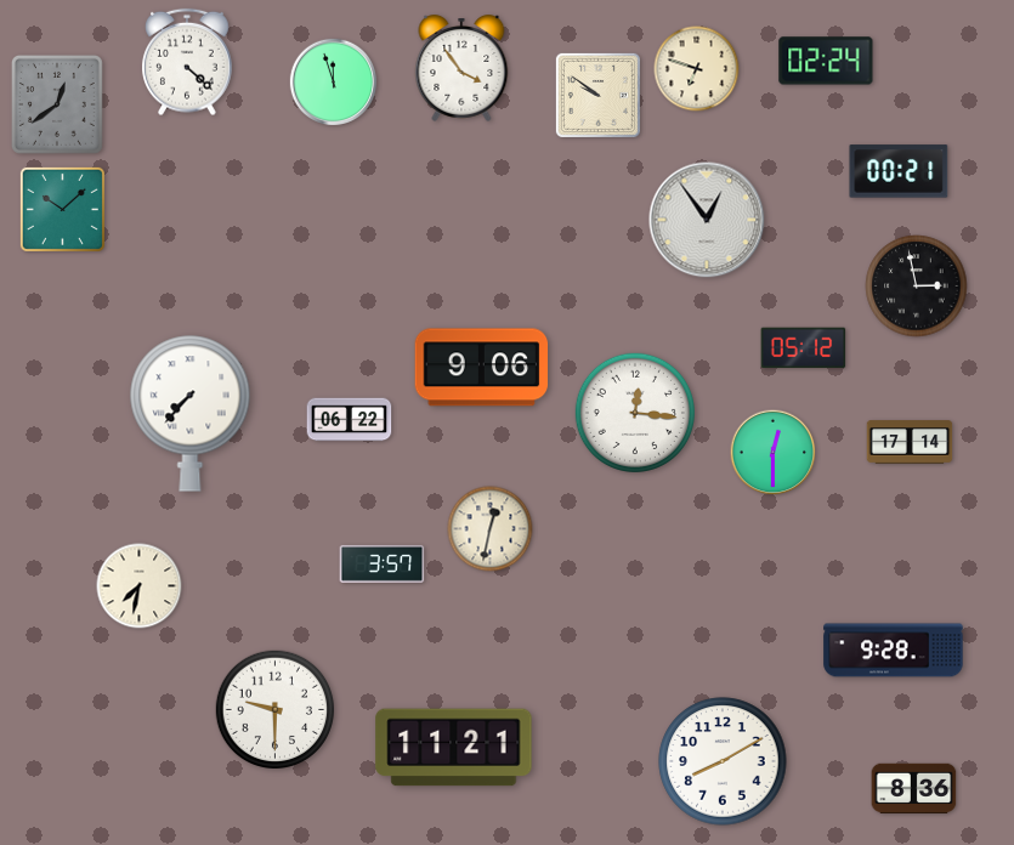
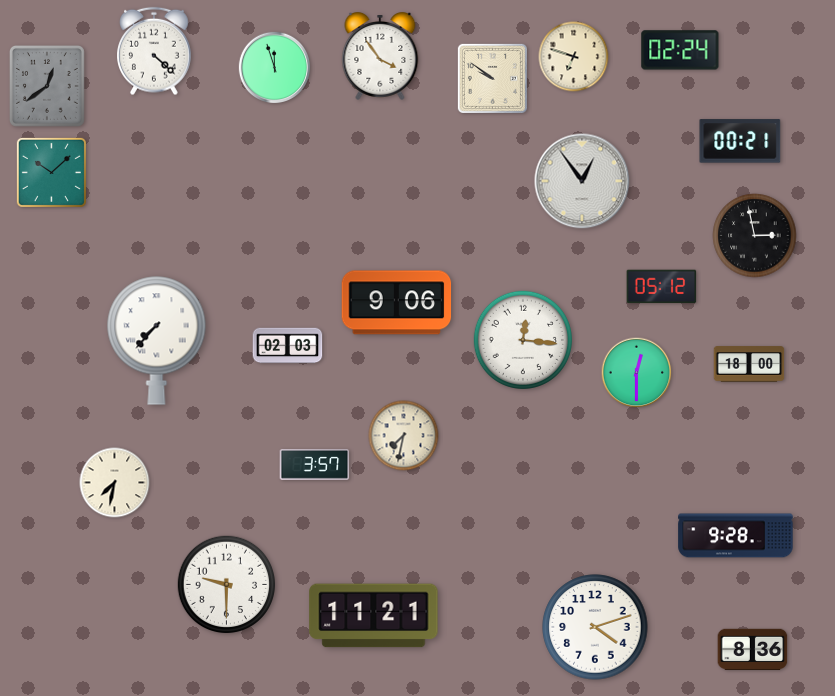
clock at (350, 420): 06:22 -> 02:03
clock at (910, 442): 17:14 -> 18:00
clock at (491, 529): 12:32 -> 7:32
clock at (723, 761): 8:10 -> 4:12
